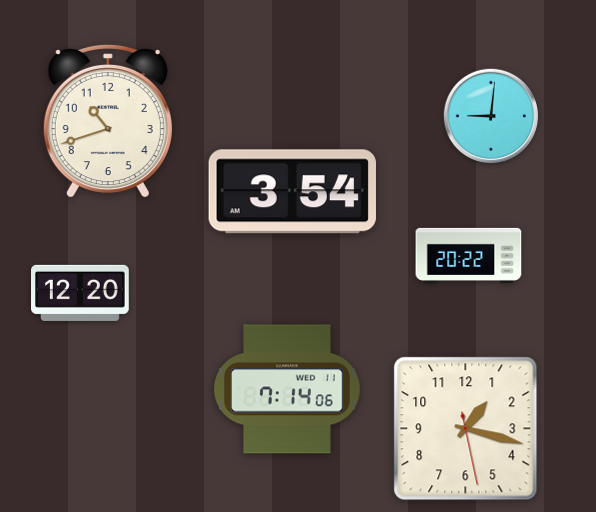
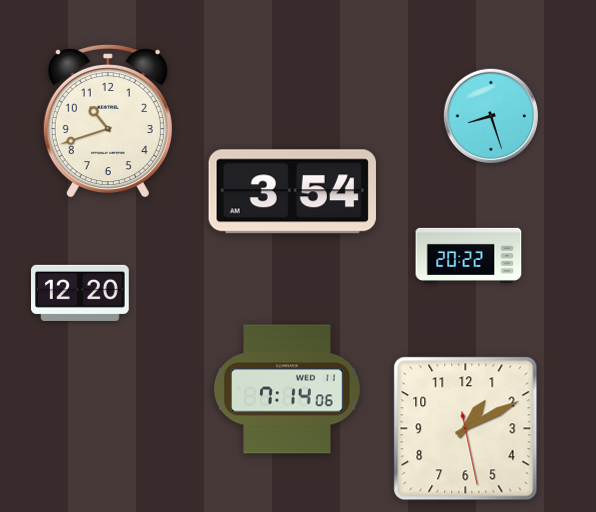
clock at (491, 116): 9:01 -> 8:27
clock at (466, 429): 1:17 -> 1:10
